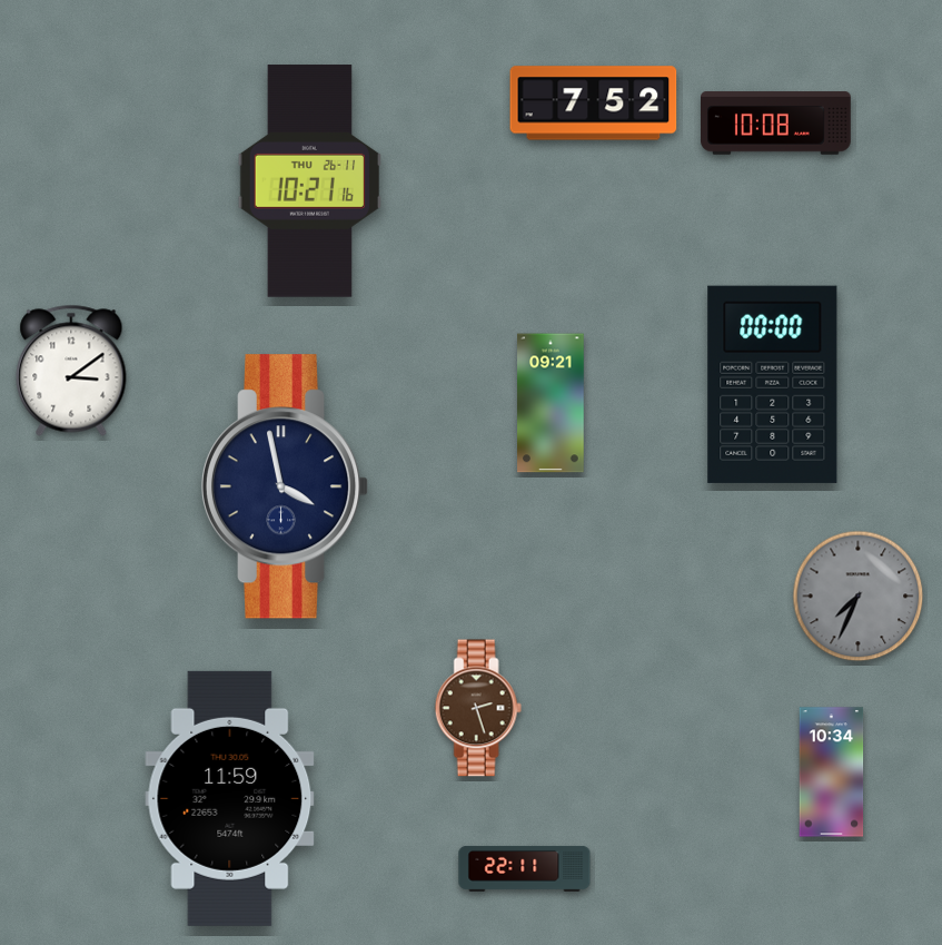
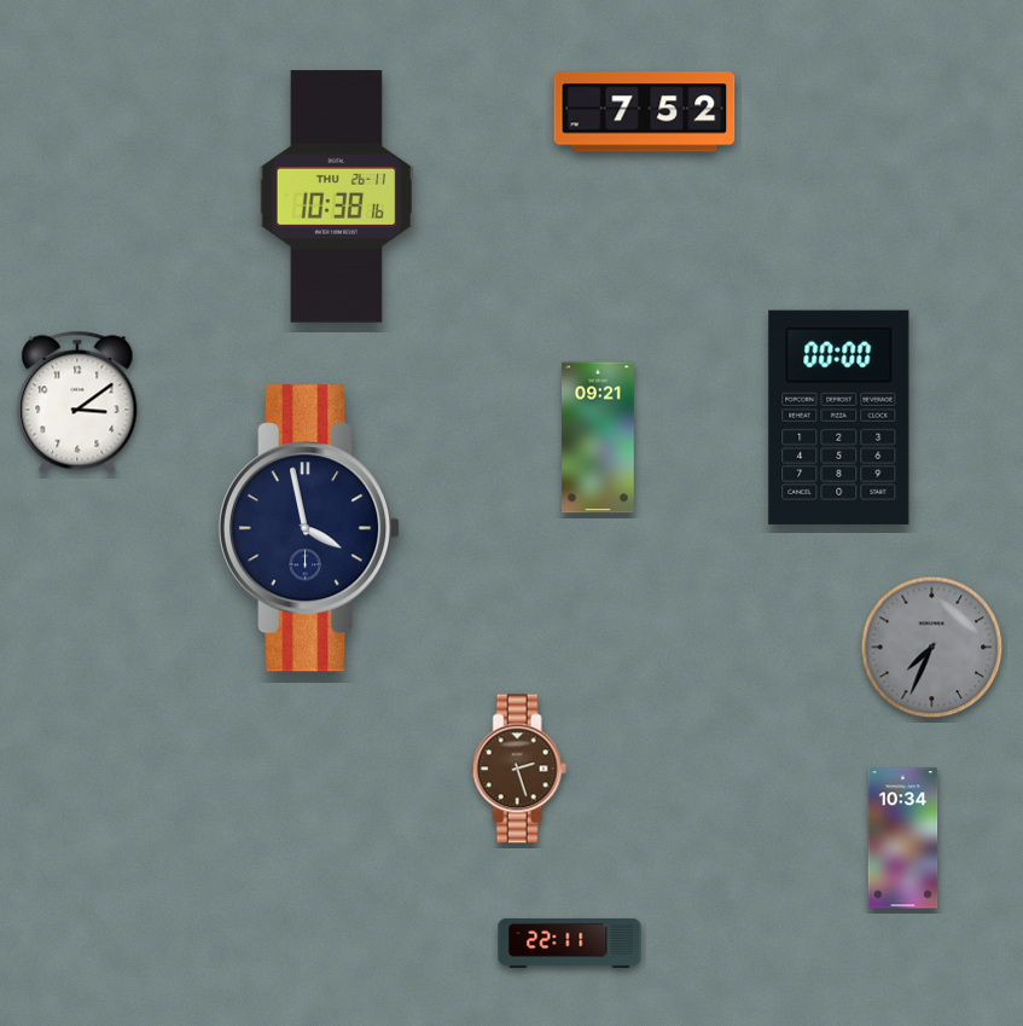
clock at (776, 124): 10:08 -> none
clock at (309, 181): 10:21 -> 10:38
clock at (230, 798): 11:59 -> none
